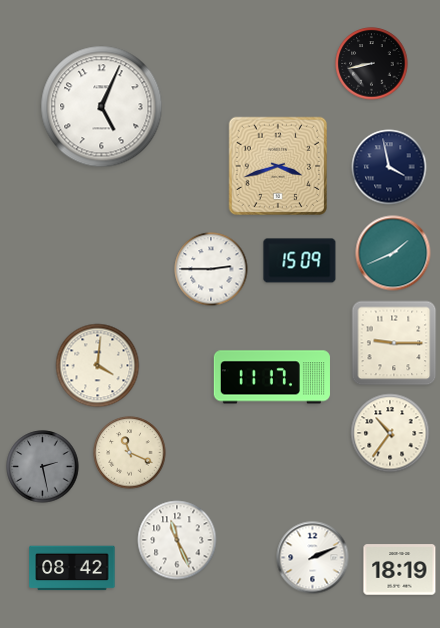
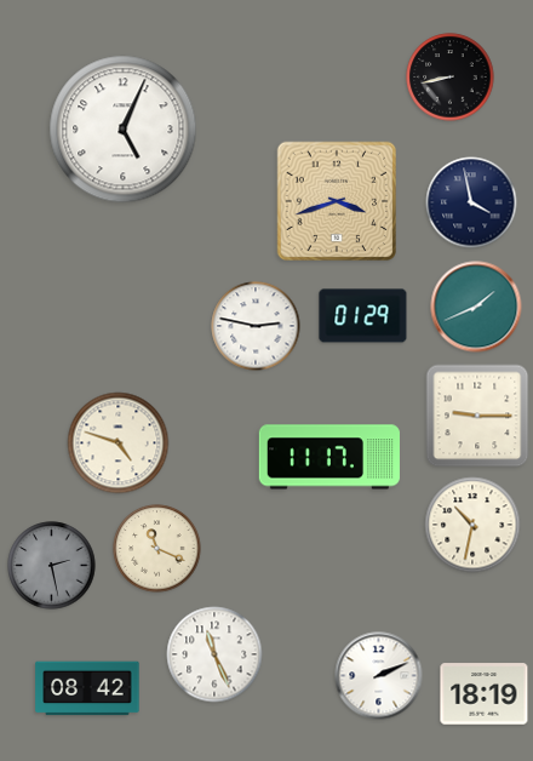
clock at (300, 261): 15:09 -> 01:29
clock at (211, 269): 2:45 -> 2:47
clock at (98, 366): 4:01 -> 4:48
clock at (390, 433): 10:36 -> 10:32
clock at (400, 570) position: (400, 570) -> (485, 694)
